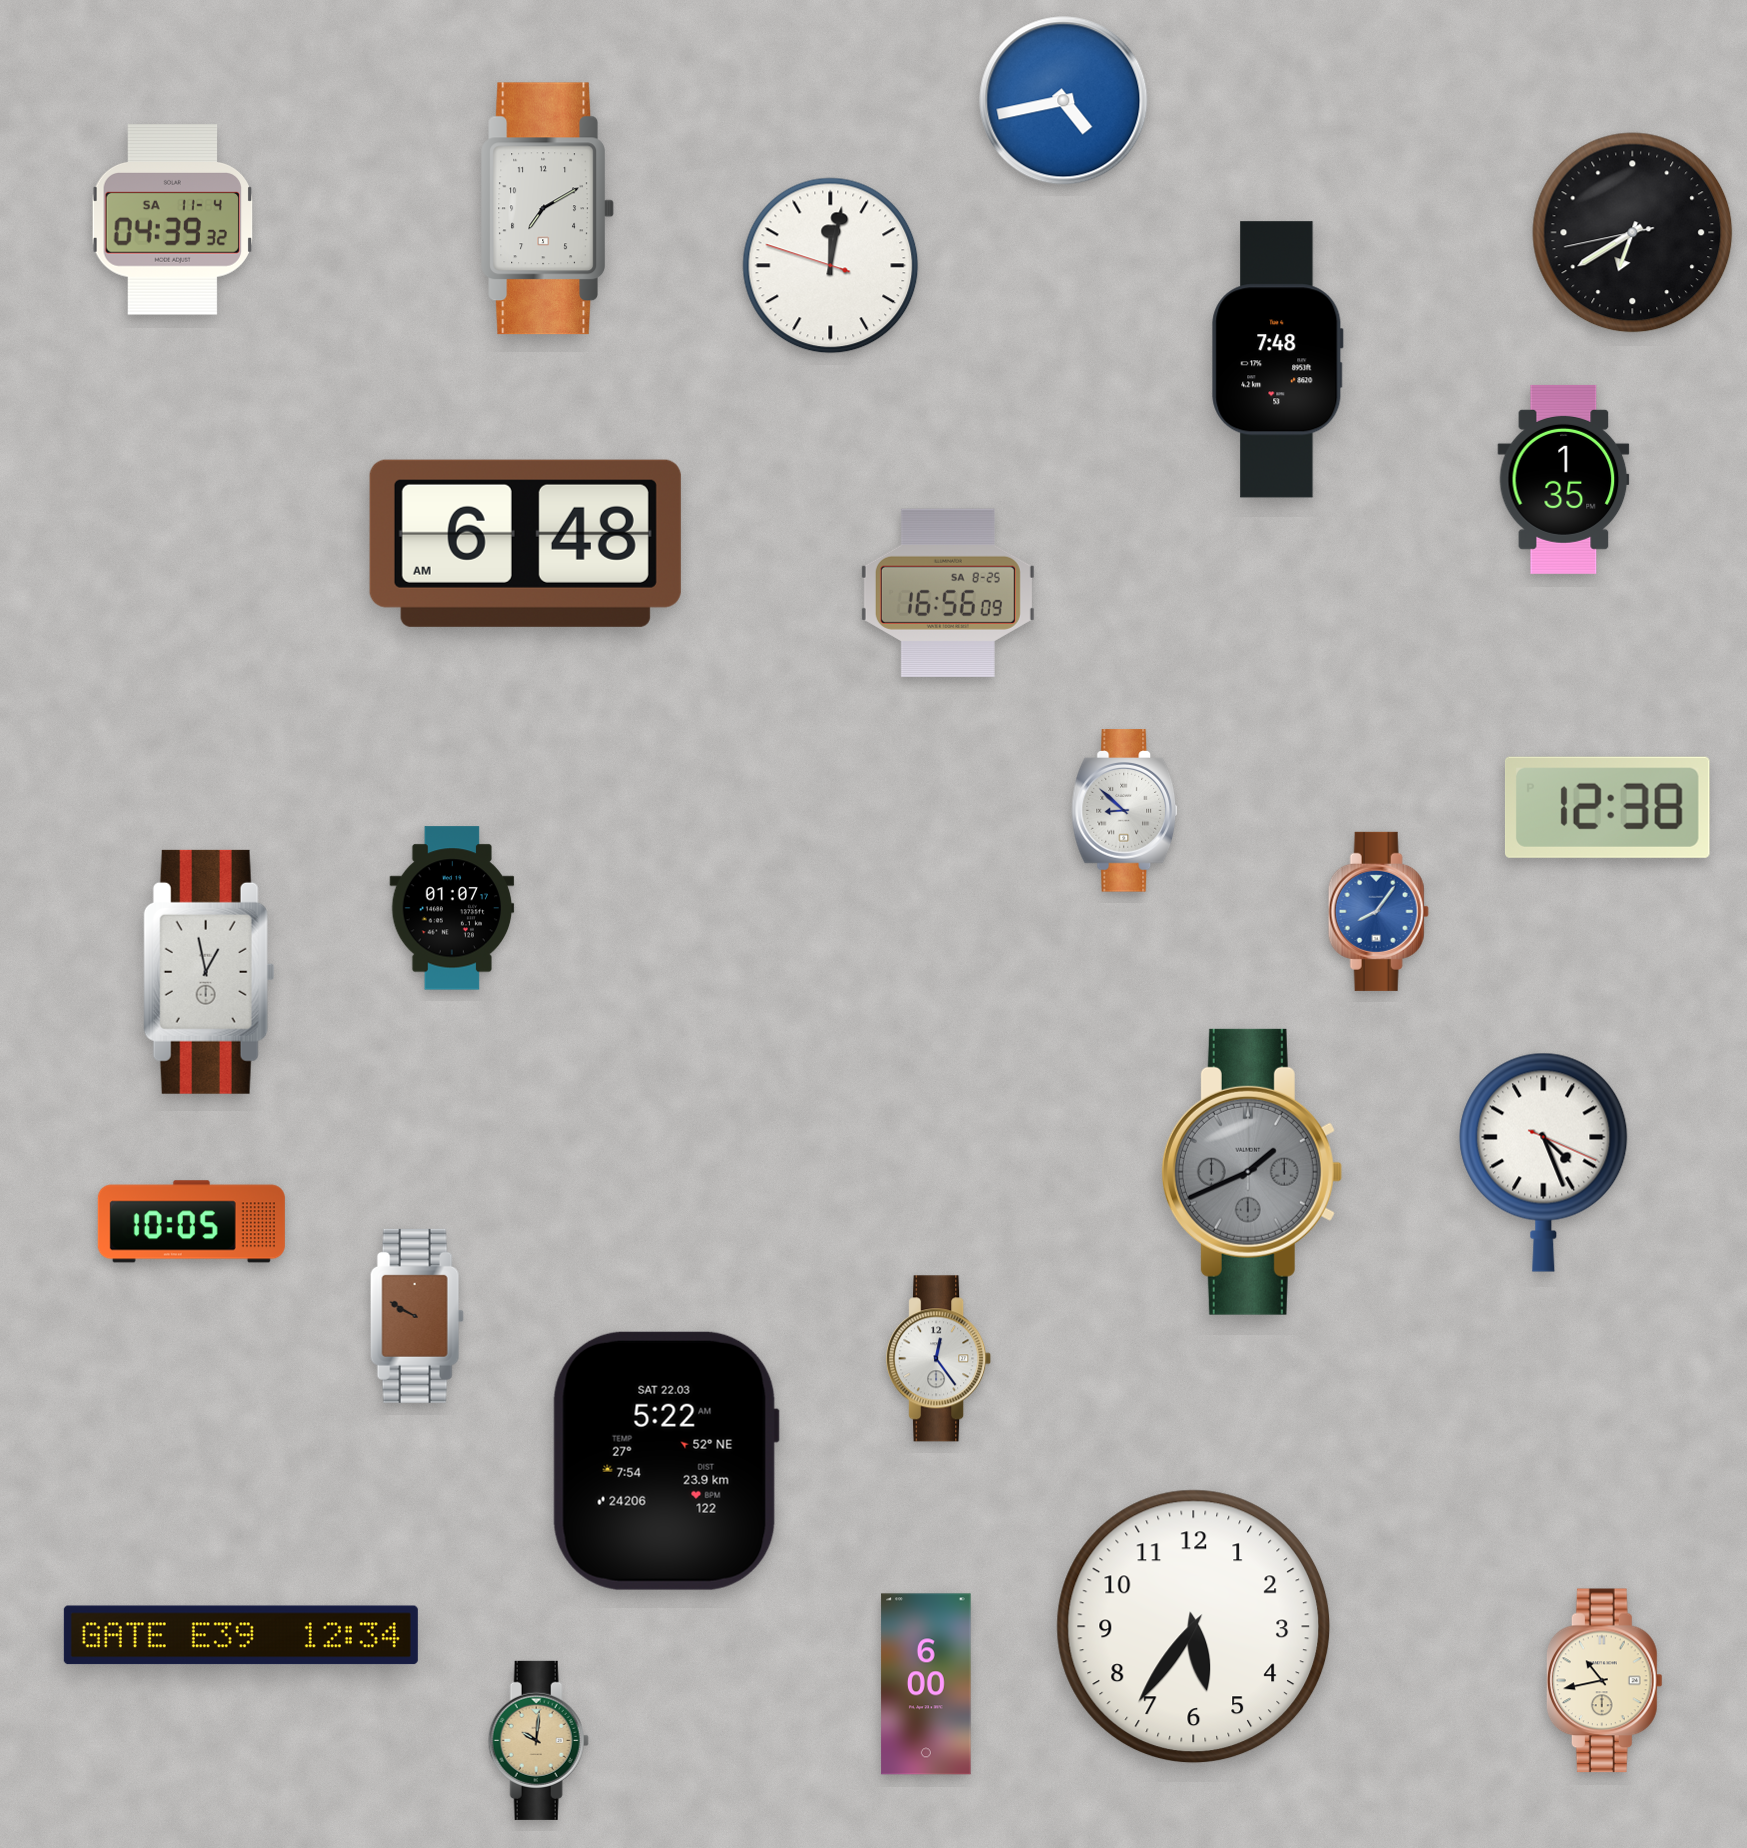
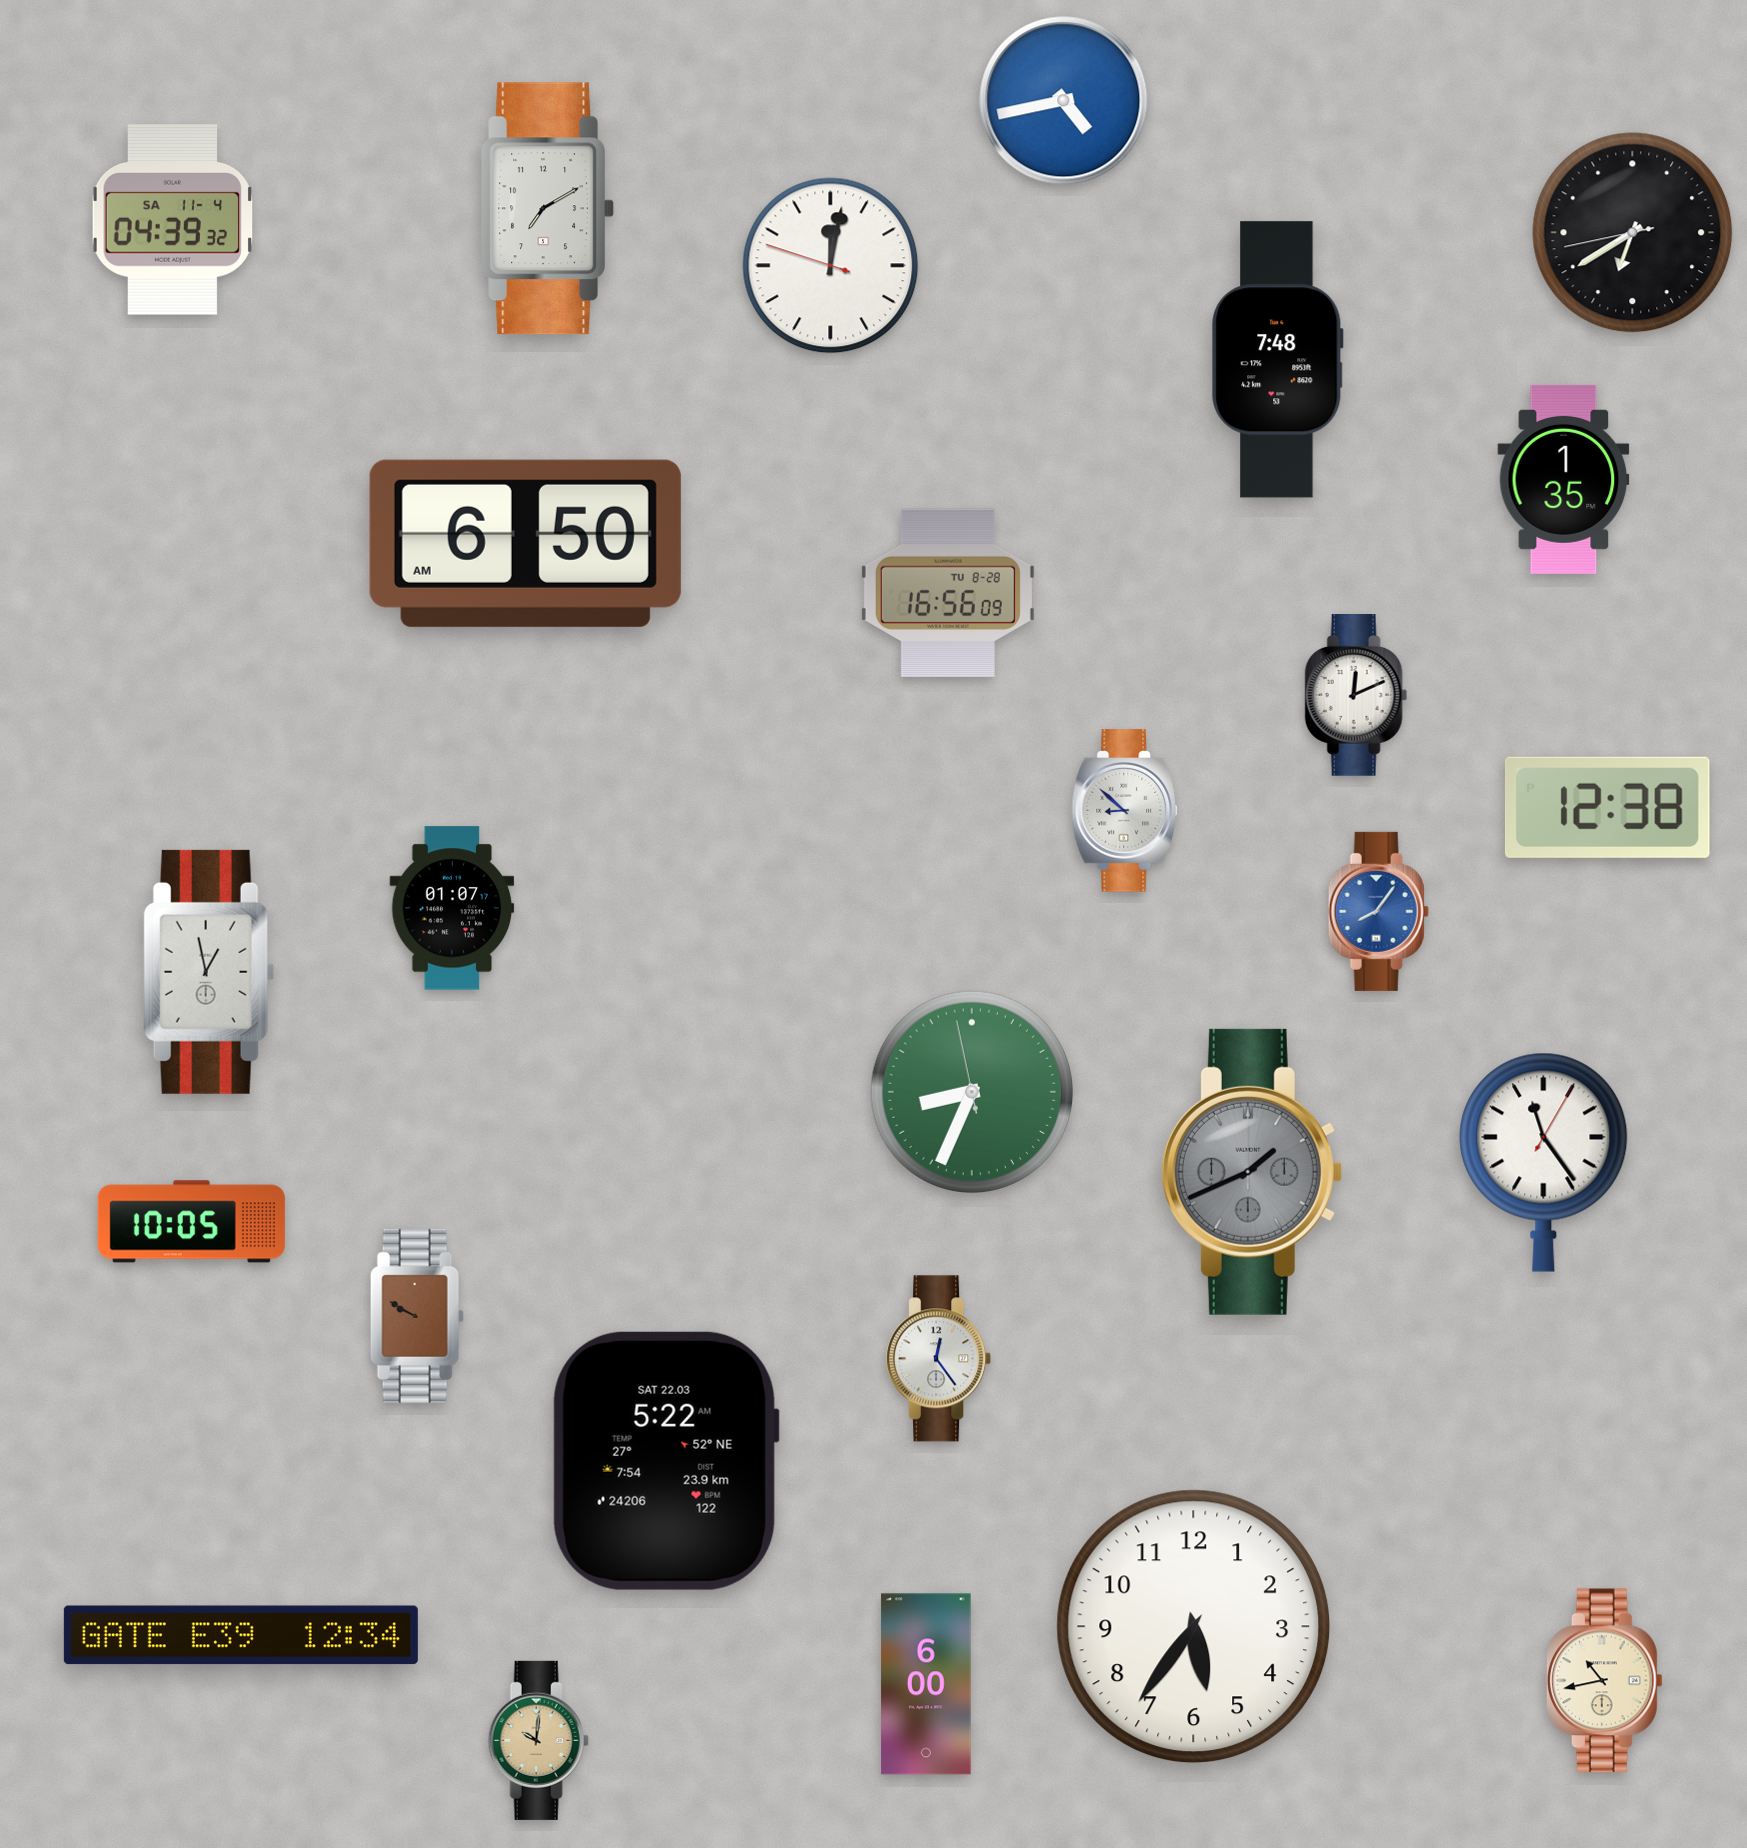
clock at (525, 543): 6:48 -> 6:50
clock at (948, 593) date: SA 8-25 -> TU 8-28
clock at (1356, 696): none -> 12:11
clock at (972, 1092): none -> 8:33
clock at (1544, 1162): 4:26 -> 11:24
